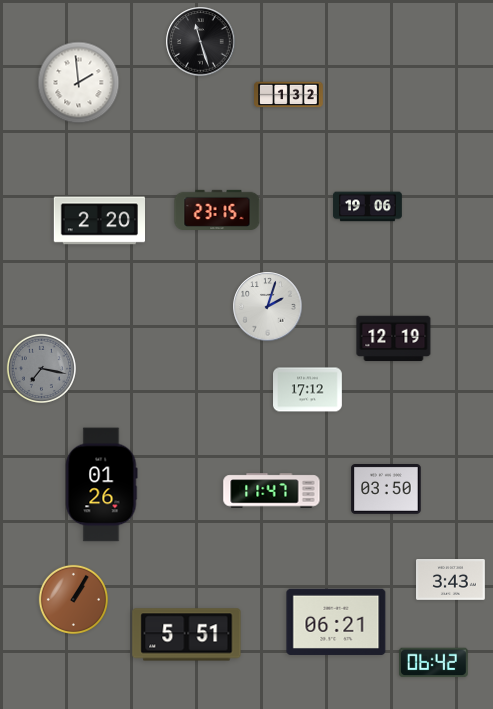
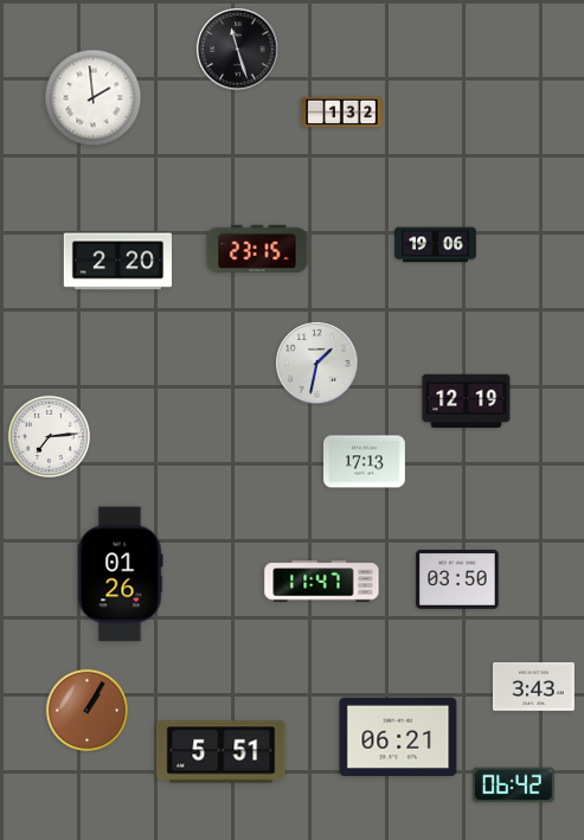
clock at (268, 307): 2:03 -> 1:32
clock at (41, 368): 7:17 -> 7:14
clock at (41, 368) dial: grey -> white
clock at (308, 390): 17:12 -> 17:13
